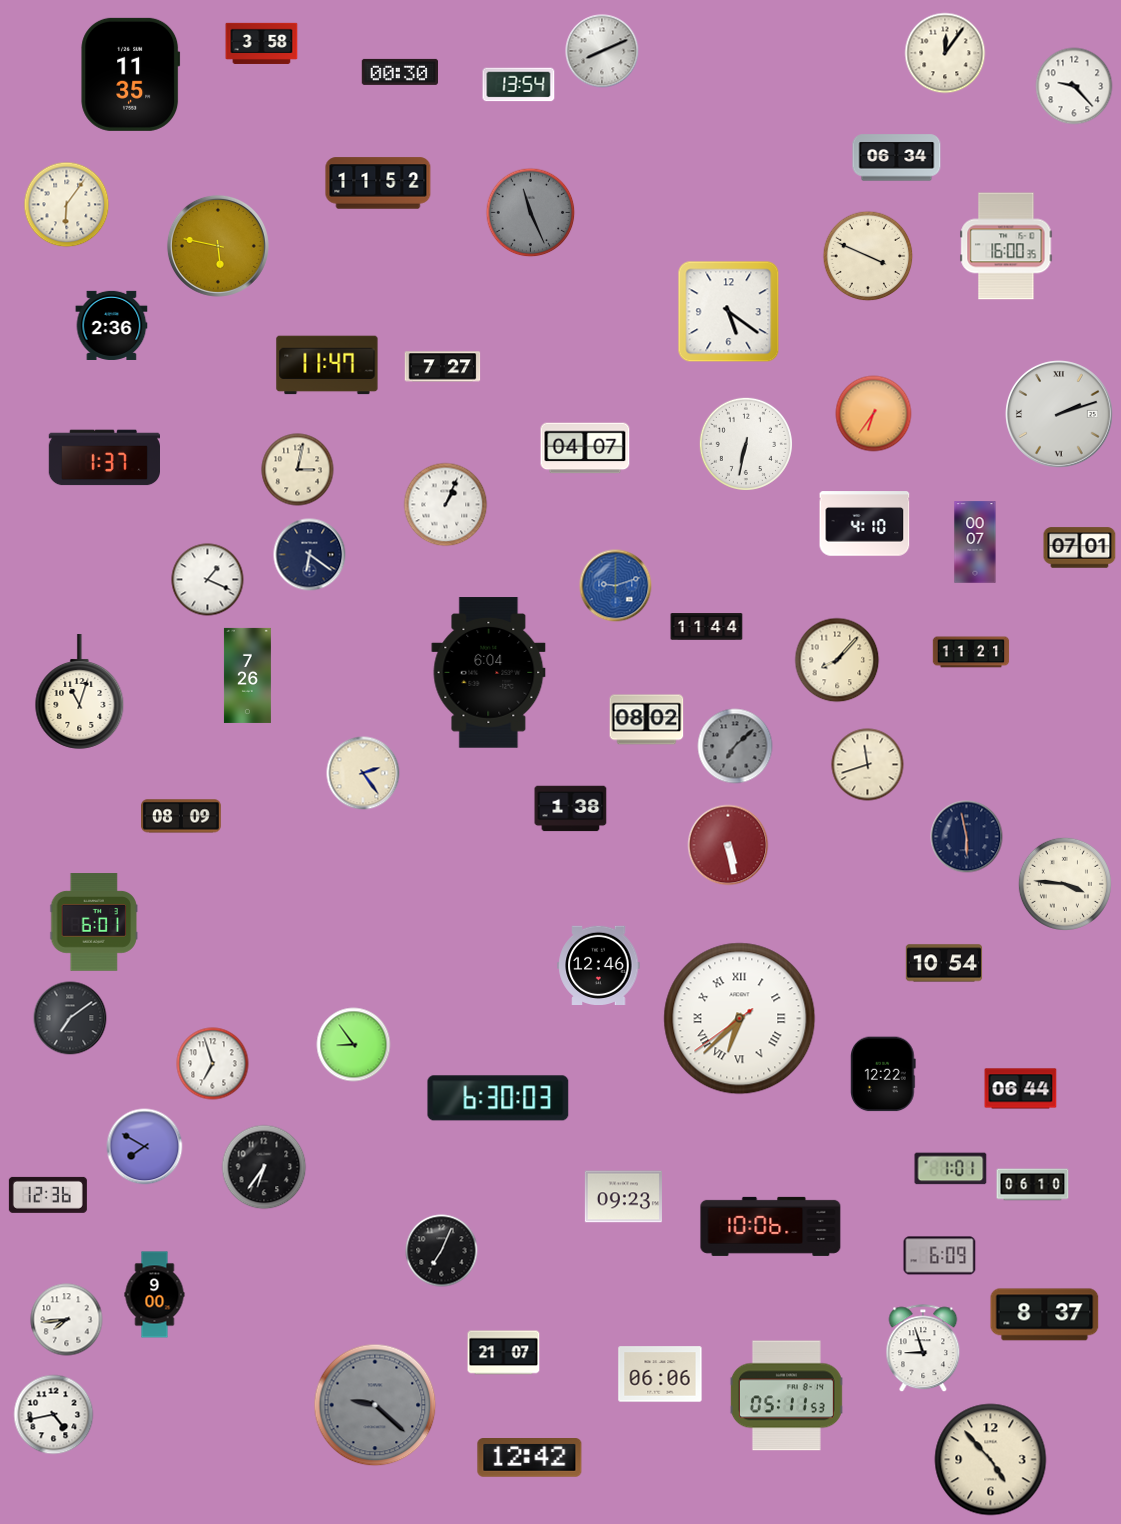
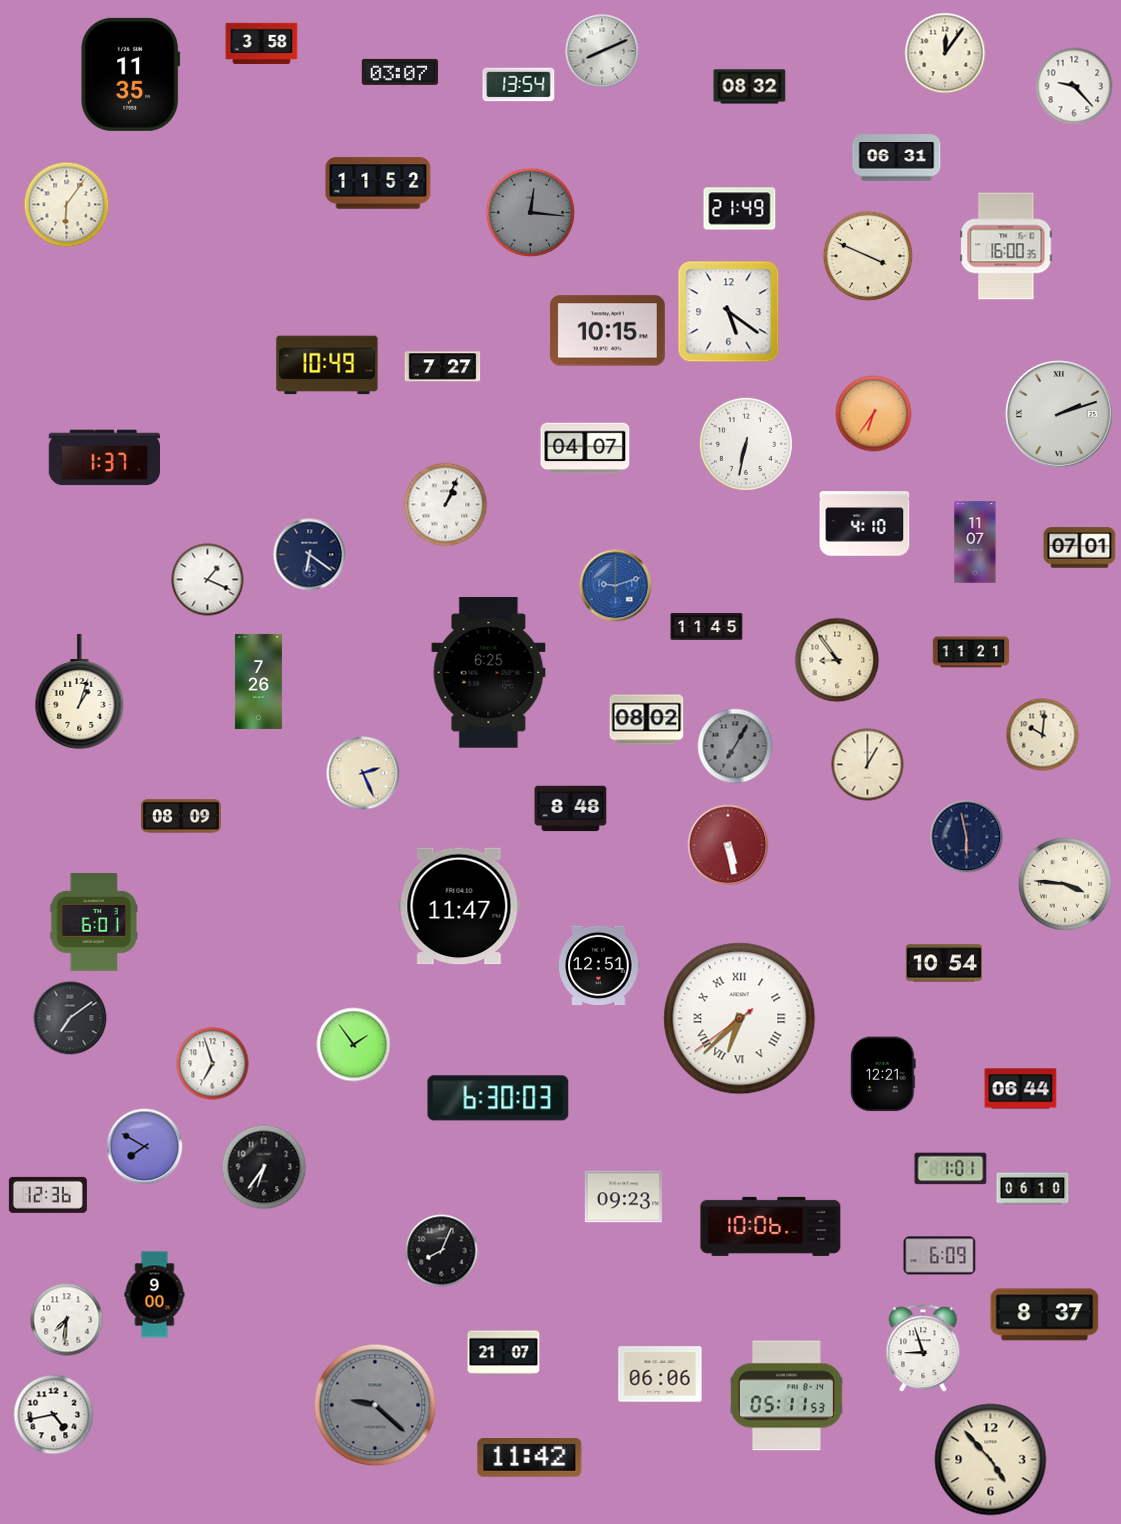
clock at (399, 72): 00:30 -> 03:07
clock at (750, 87): none -> 08:32
clock at (897, 158): 06:34 -> 06:31
clock at (740, 209): none -> 21:49
clock at (531, 213): 11:26 -> 12:16
clock at (218, 246): 5:47 -> none
clock at (112, 325): 2:36 -> none
clock at (608, 331): none -> 10:15
clock at (327, 365): 11:47 -> 10:49
clock at (298, 470): 3:02 -> none
clock at (975, 542): 00:07 -> 11:07
clock at (707, 627): 11:44 -> 11:45
clock at (837, 660): 8:07 -> 8:54
clock at (489, 673): 6:04 -> 6:25
clock at (247, 675) position: (247, 675) -> (258, 681)
clock at (80, 692): 11:03 -> 1:03
clock at (1043, 735): none -> 10:01
clock at (735, 746): 7:08 -> 7:05
clock at (868, 765): 11:42 -> 1:00
clock at (363, 773): 2:24 -> 2:26
clock at (571, 809): 1:38 -> 8:48
clock at (459, 906): none -> 11:47
clock at (599, 965): 12:46 -> 12:51
clock at (354, 1045): 8:54 -> 1:54
clock at (884, 1074): 12:22 -> 12:21
clock at (1033, 1185) position: (1033, 1185) -> (1033, 1189)
clock at (442, 1251): 7:04 -> 8:04
clock at (67, 1320): 7:44 -> 7:31
clock at (530, 1458): 12:42 -> 11:42
